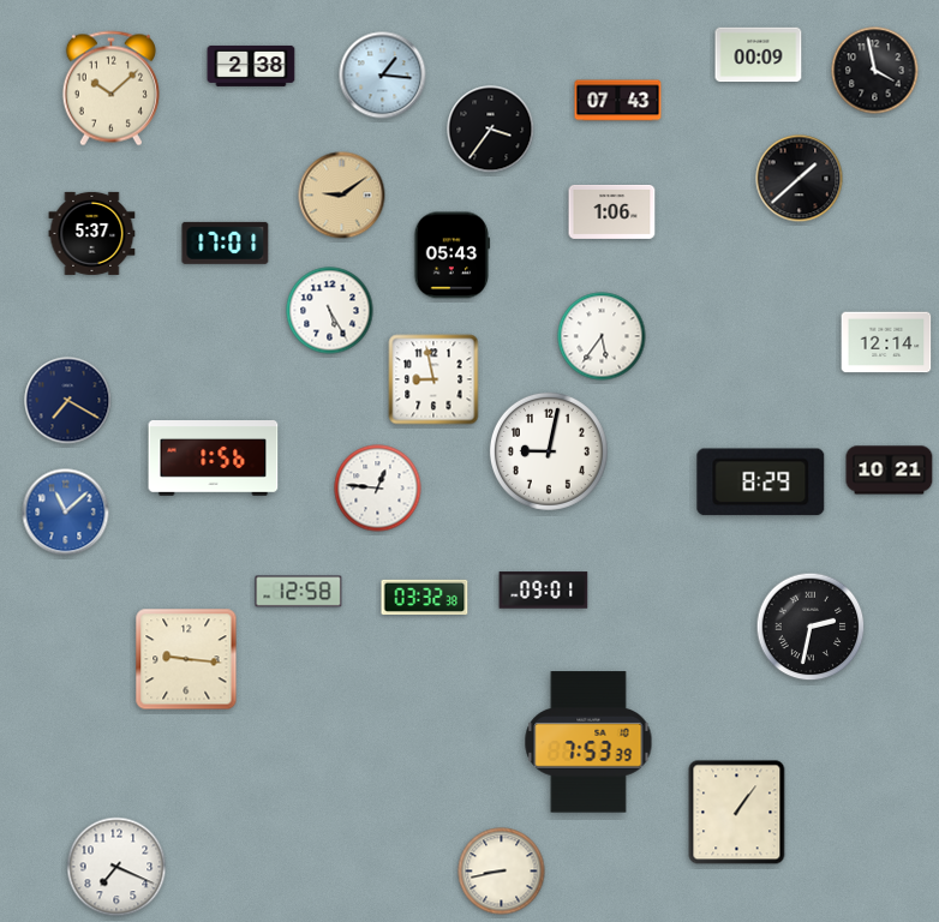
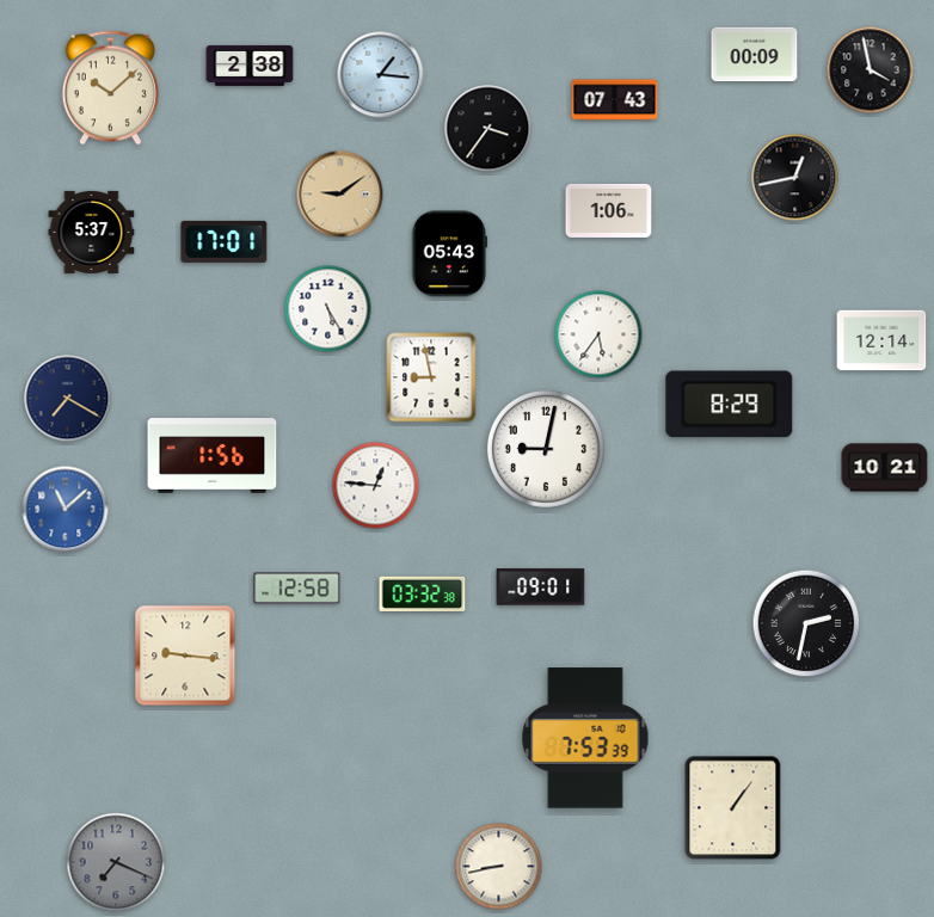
clock at (800, 179): 1:38 -> 12:43
clock at (761, 483) position: (761, 483) -> (730, 405)
clock at (116, 867) dial: white -> grey
